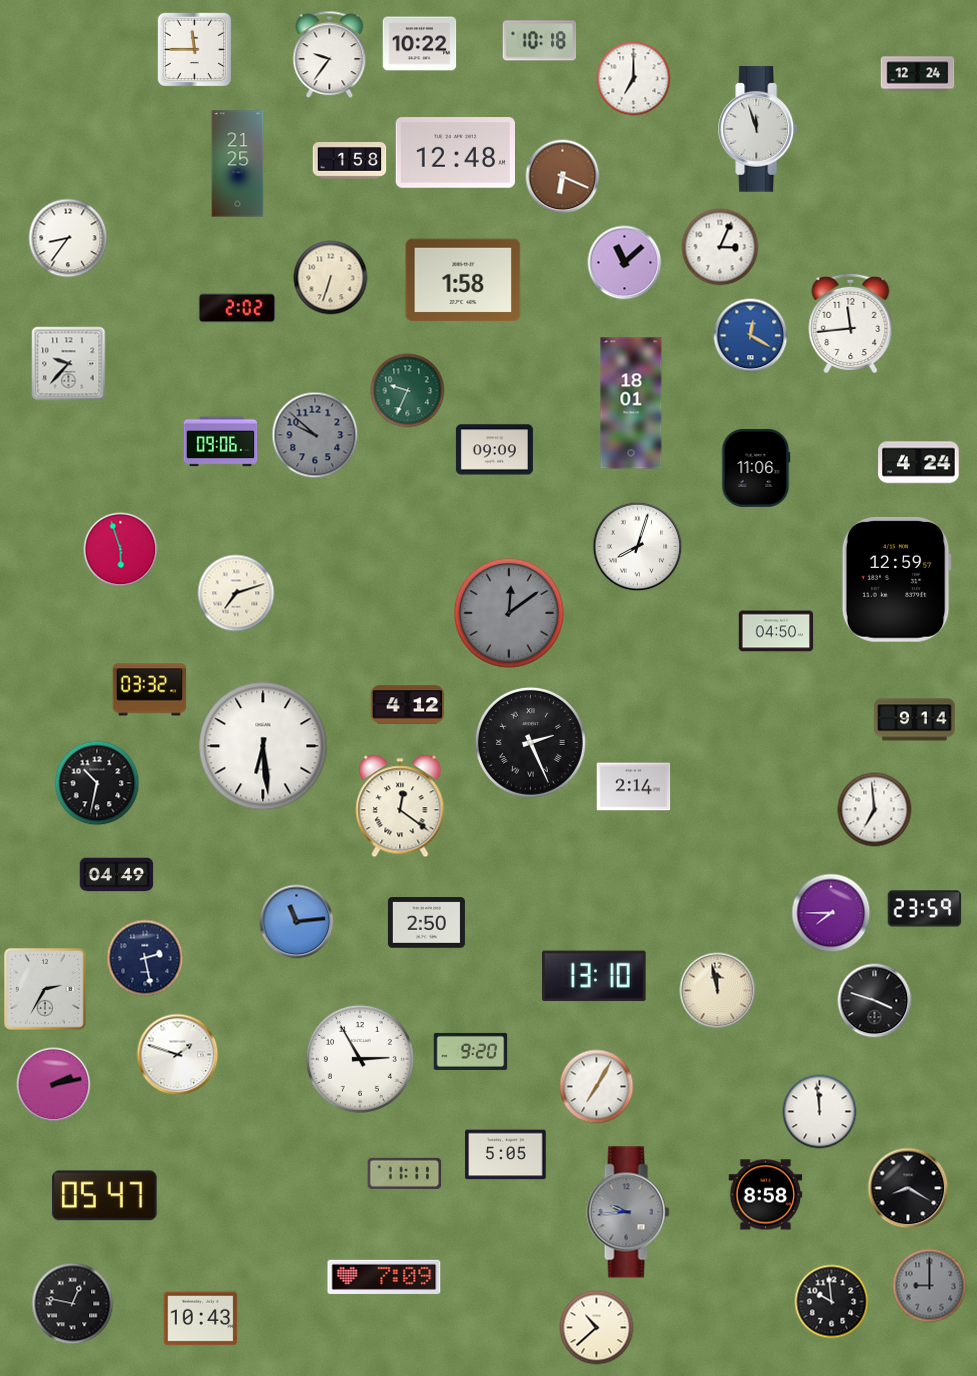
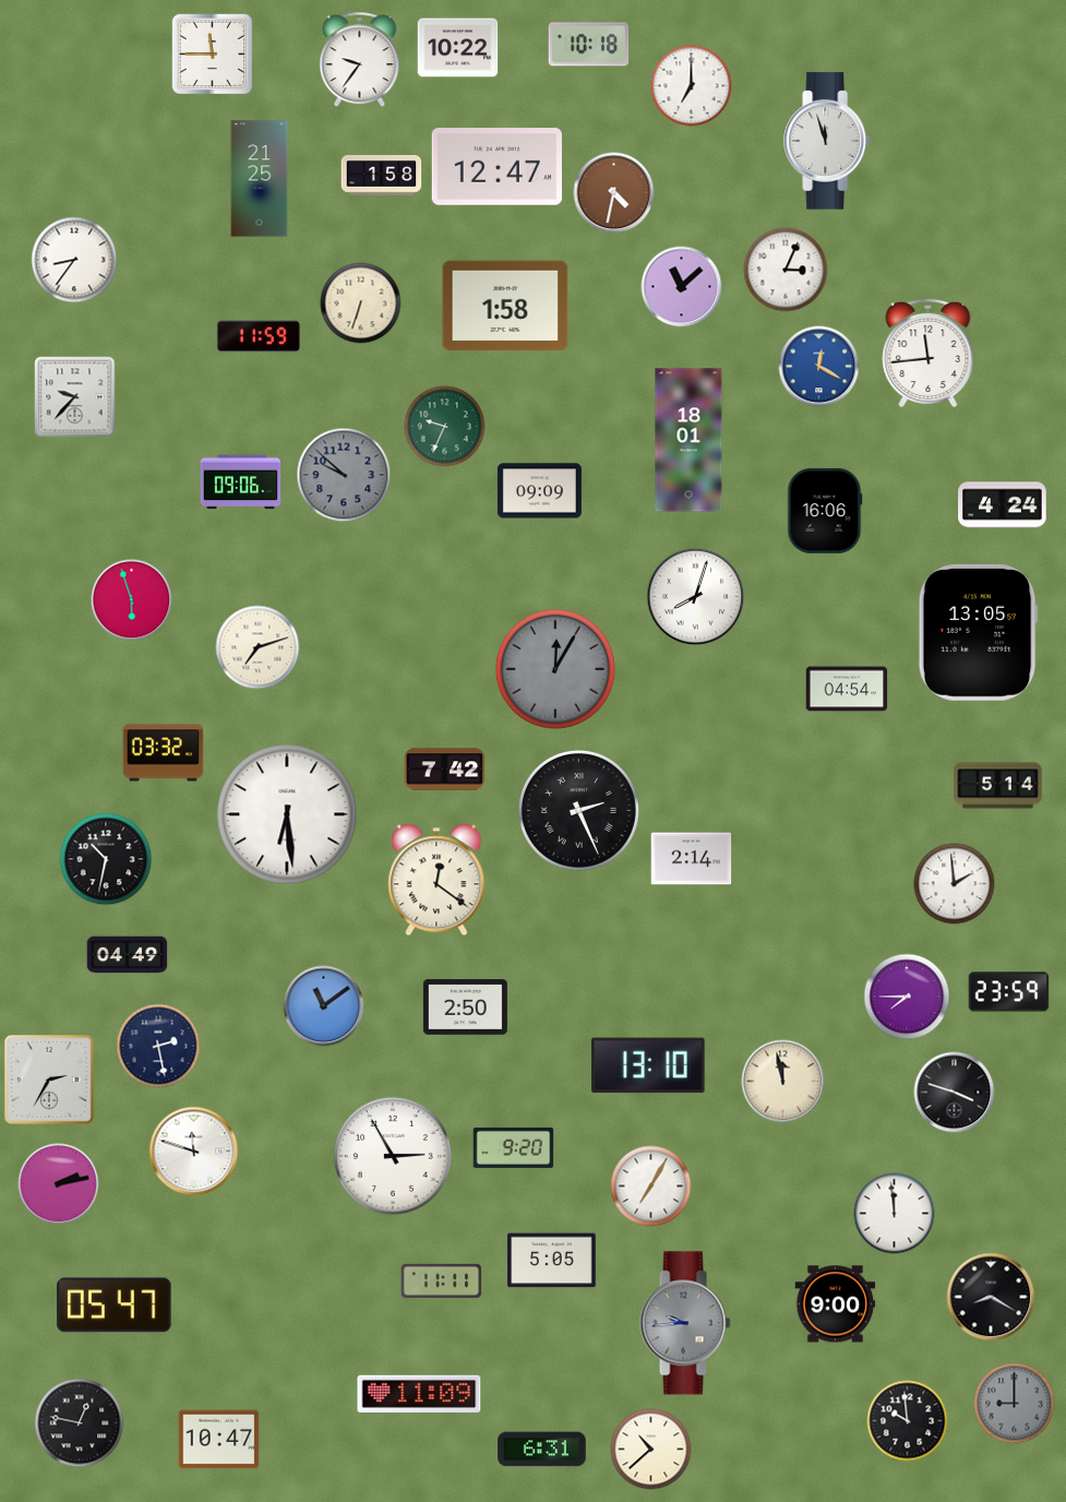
clock at (918, 74): 12:24 -> none
clock at (455, 153): 12:48 -> 12:47
clock at (563, 177): 6:19 -> 4:32
clock at (237, 308): 2:02 -> 11:59
clock at (756, 468): 11:06 -> 16:06
clock at (896, 580): 12:59 -> 13:05
clock at (509, 613): 12:09 -> 12:05
clock at (776, 631): 04:50 -> 04:54
clock at (408, 705): 4:12 -> 7:42
clock at (915, 720): 9:14 -> 5:14
clock at (97, 783) position: (97, 783) -> (106, 859)
clock at (875, 810): 6:59 -> 1:59
clock at (297, 922): 11:14 -> 11:09
clock at (178, 1055): 1:48 -> 11:48
clock at (766, 1195): 8:58 -> 9:00
clock at (384, 1277): 7:09 -> 11:09
clock at (201, 1319): 10:43 -> 10:47
clock at (542, 1450): none -> 6:31
